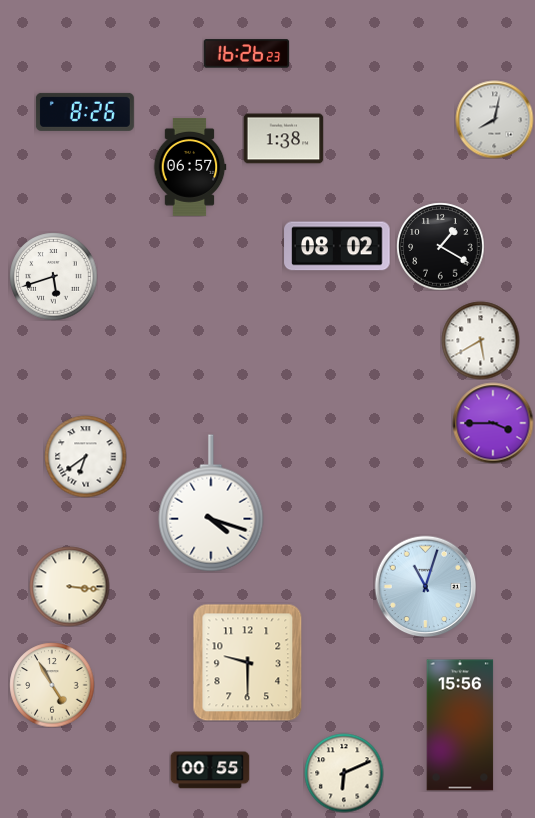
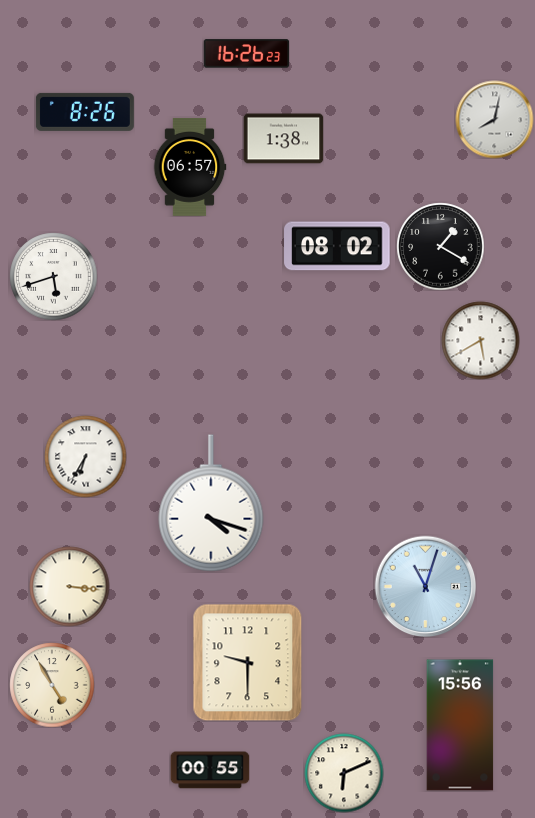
clock at (493, 423): 3:45 -> none
clock at (85, 456): 6:39 -> 6:35
